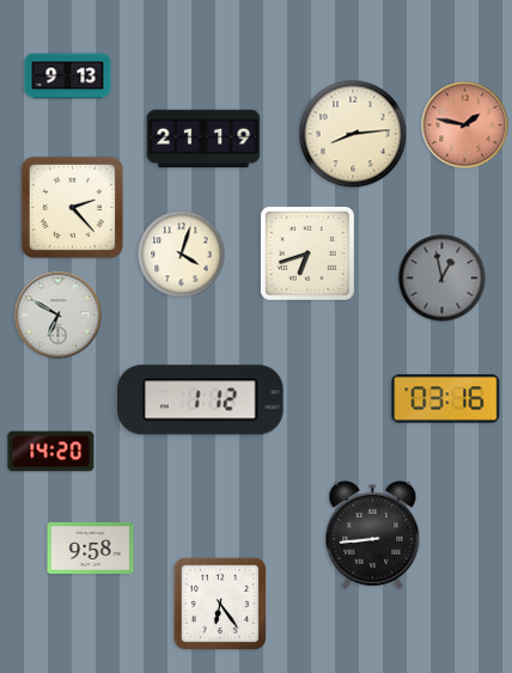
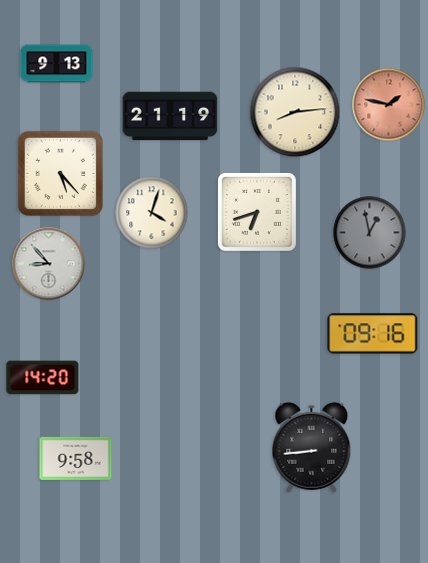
clock at (72, 207): 2:23 -> 5:23
clock at (59, 316): 6:50 -> 8:53
clock at (446, 399): 03:16 -> 09:16
clock at (201, 400): 1:12 -> none
clock at (220, 604): 6:24 -> none
